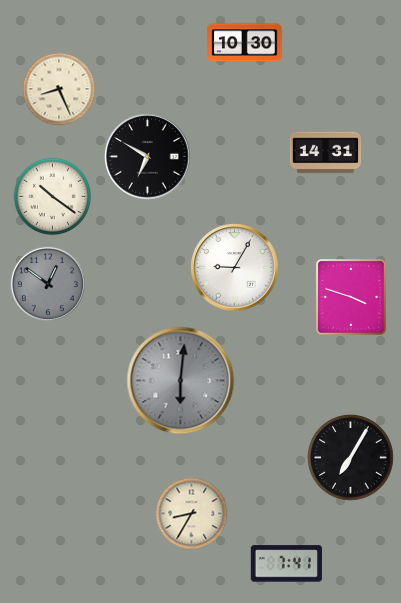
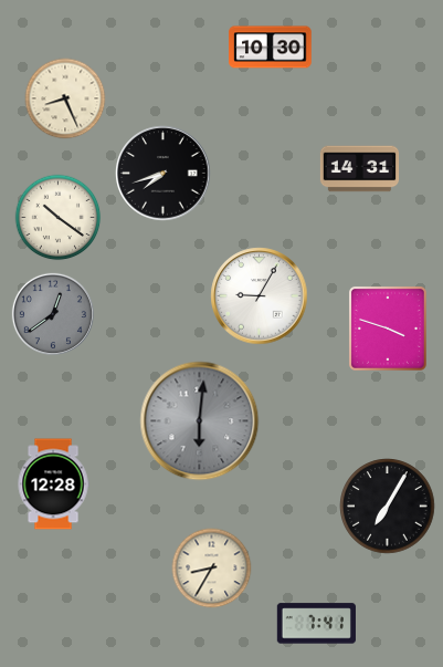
clock at (148, 157): 6:50 -> 7:42
clock at (48, 284): 12:51 -> 12:39
clock at (53, 484): none -> 12:28
